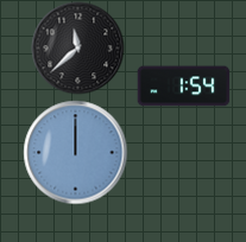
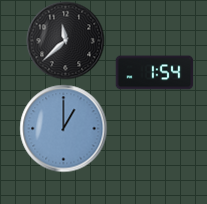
clock at (75, 152): 12:00 -> 1:00
